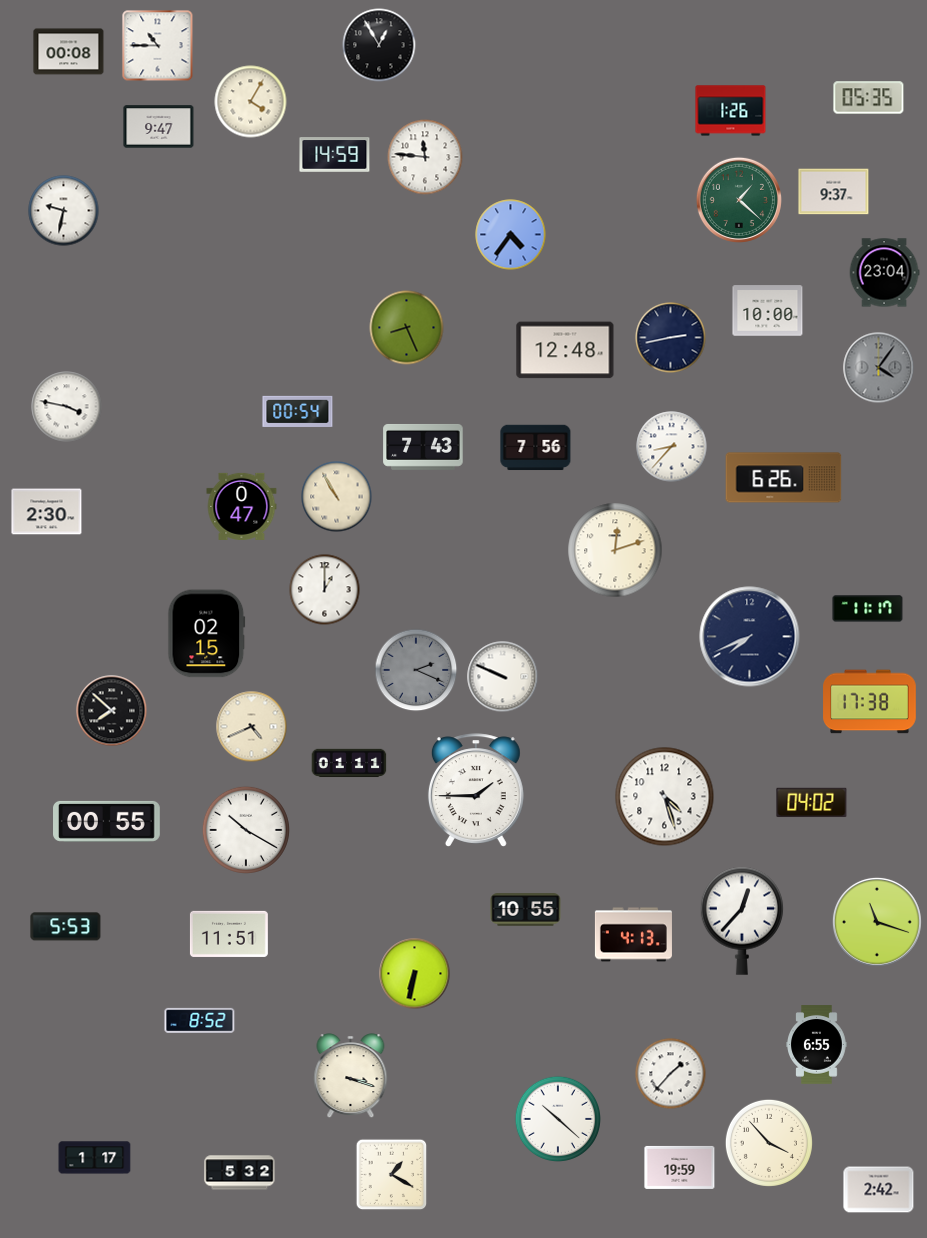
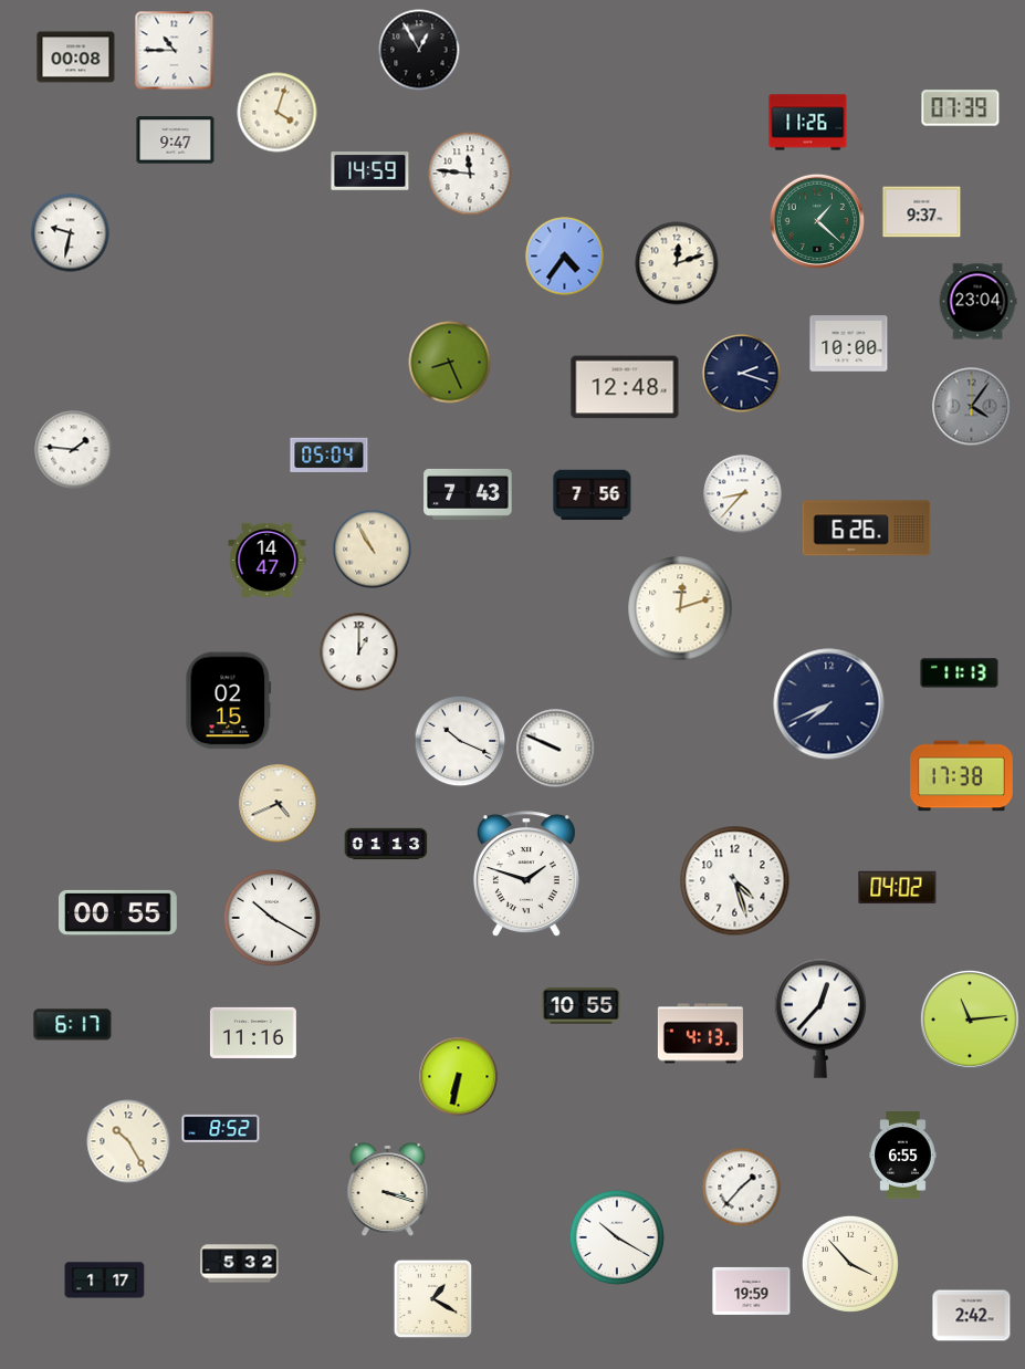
clock at (869, 98): 05:35 -> 07:39
clock at (251, 102): 4:05 -> 4:03
clock at (731, 111): 1:26 -> 11:26
clock at (511, 235) position: (511, 235) -> (565, 257)
clock at (677, 263): none -> 12:12
clock at (671, 338): 2:43 -> 2:18
clock at (67, 407): 3:47 -> 1:46
clock at (298, 411): 00:54 -> 05:04
clock at (242, 506): 0:47 -> 14:47
clock at (47, 512): 2:30 -> none
clock at (868, 609): 11:17 -> 11:13
clock at (416, 670): 2:19 -> 10:19
clock at (416, 670) dial: grey -> white
clock at (112, 711): 7:52 -> none
clock at (349, 763): 01:11 -> 01:13
clock at (476, 790): 1:45 -> 1:48
clock at (107, 821) position: (107, 821) -> (118, 912)
clock at (877, 922): 11:18 -> 11:14
clock at (66, 927): 5:53 -> 6:17
clock at (229, 934): 11:51 -> 11:16
clock at (128, 1141): none -> 10:25
clock at (557, 1118): 10:22 -> 10:20
clock at (240, 1173) position: (240, 1173) -> (240, 1264)
